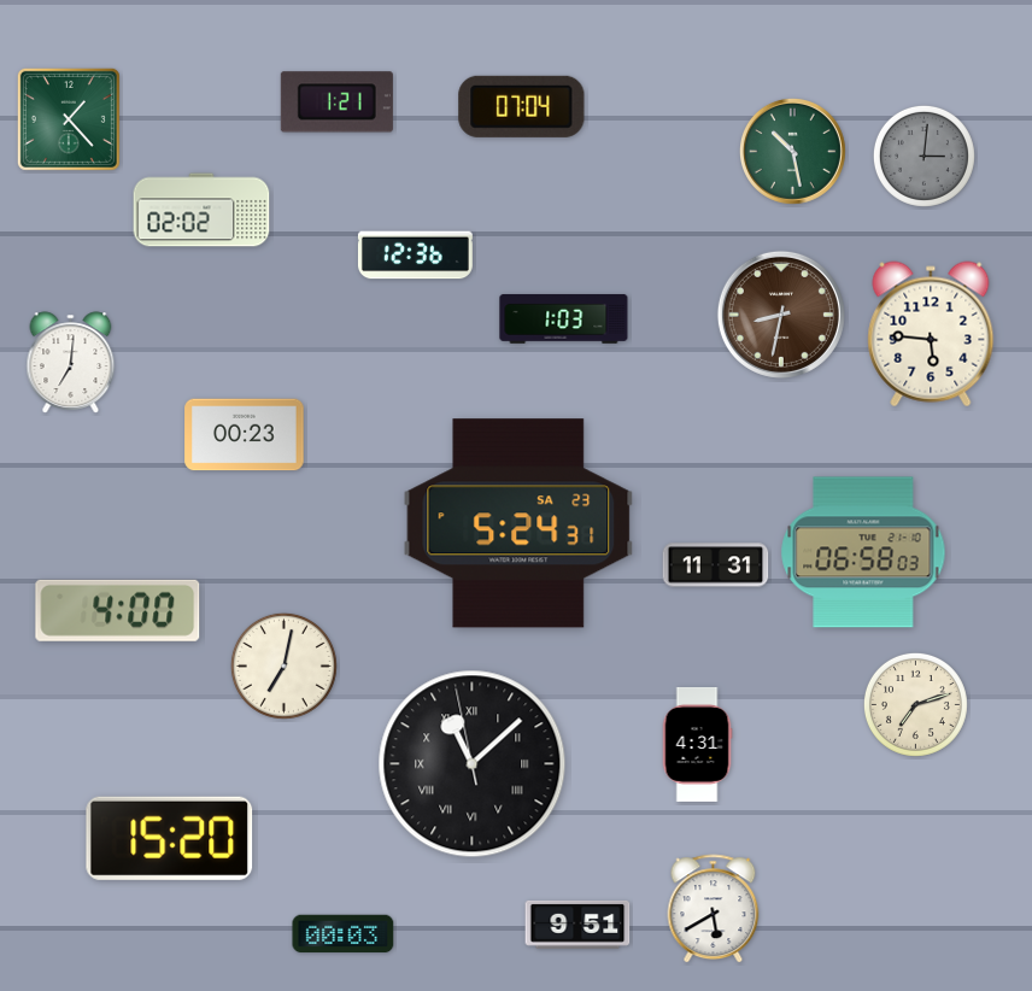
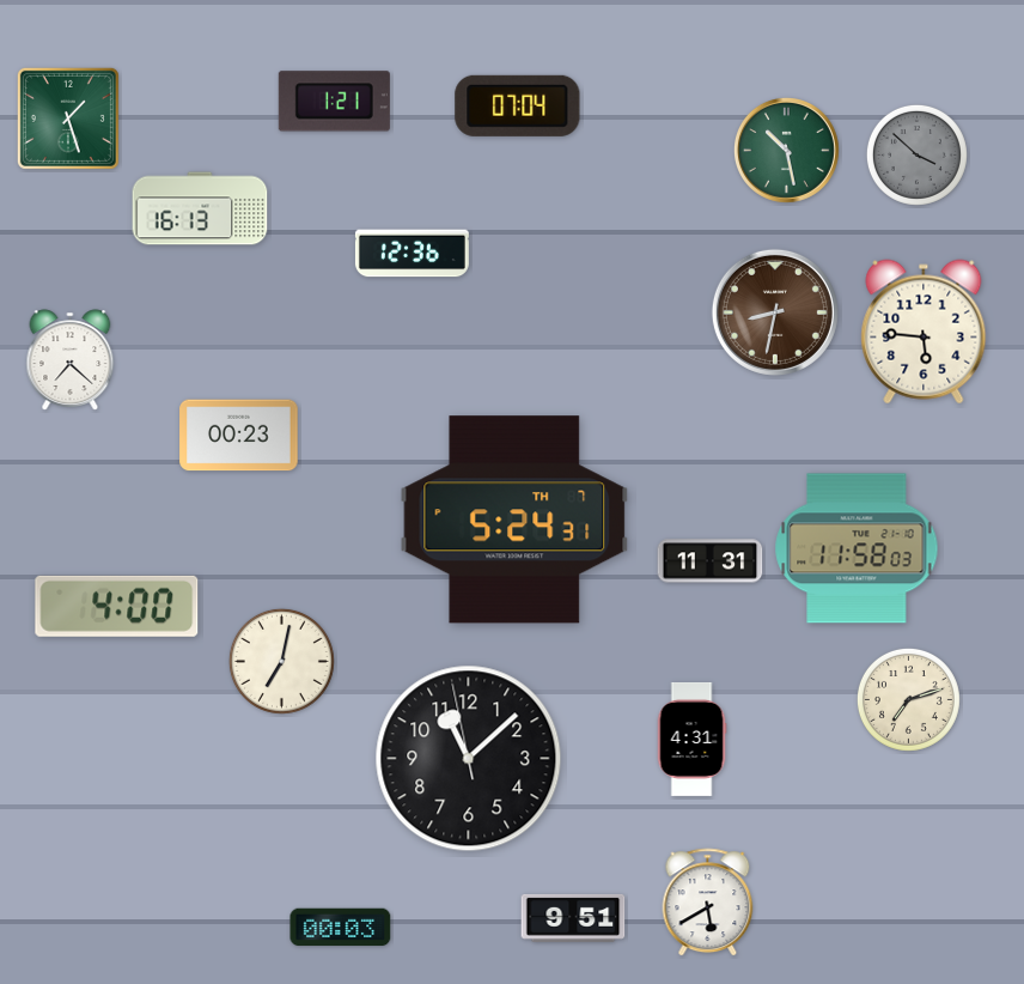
clock at (69, 119): 1:23 -> 1:27
clock at (923, 156): 3:01 -> 3:52
clock at (201, 210): 02:02 -> 16:13
clock at (564, 318): 1:03 -> none
clock at (71, 363): 7:01 -> 7:22
clock at (245, 435) position: (245, 435) -> (239, 436)
clock at (518, 523) date: SA 23 -> TH 7
clock at (863, 552): 06:58 -> 11:58
clock at (473, 764) numerals: Roman -> Arabic
clock at (170, 838): 15:20 -> none
